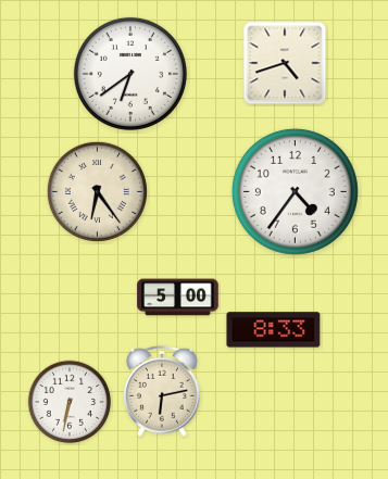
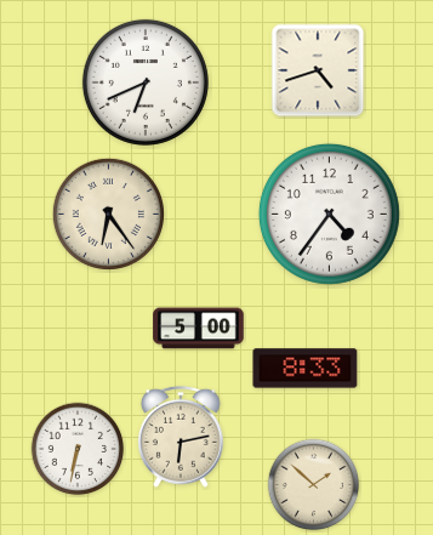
clock at (130, 74): 6:39 -> 6:41
clock at (178, 298) position: (178, 298) -> (199, 329)
clock at (314, 485): none -> 1:52
